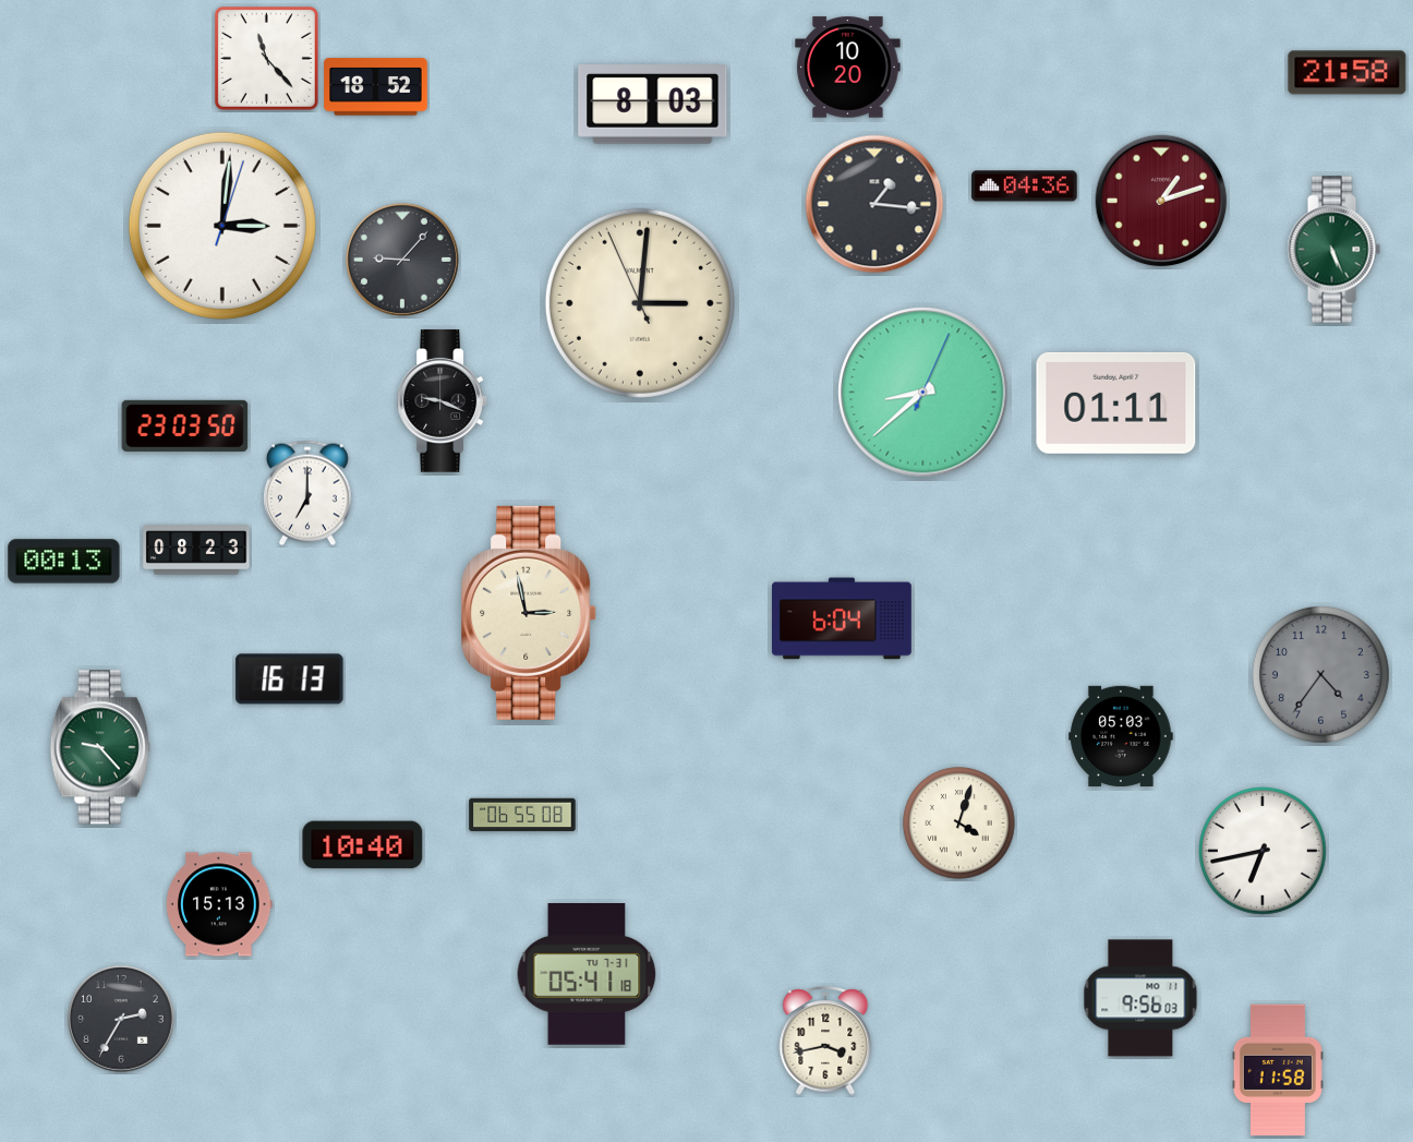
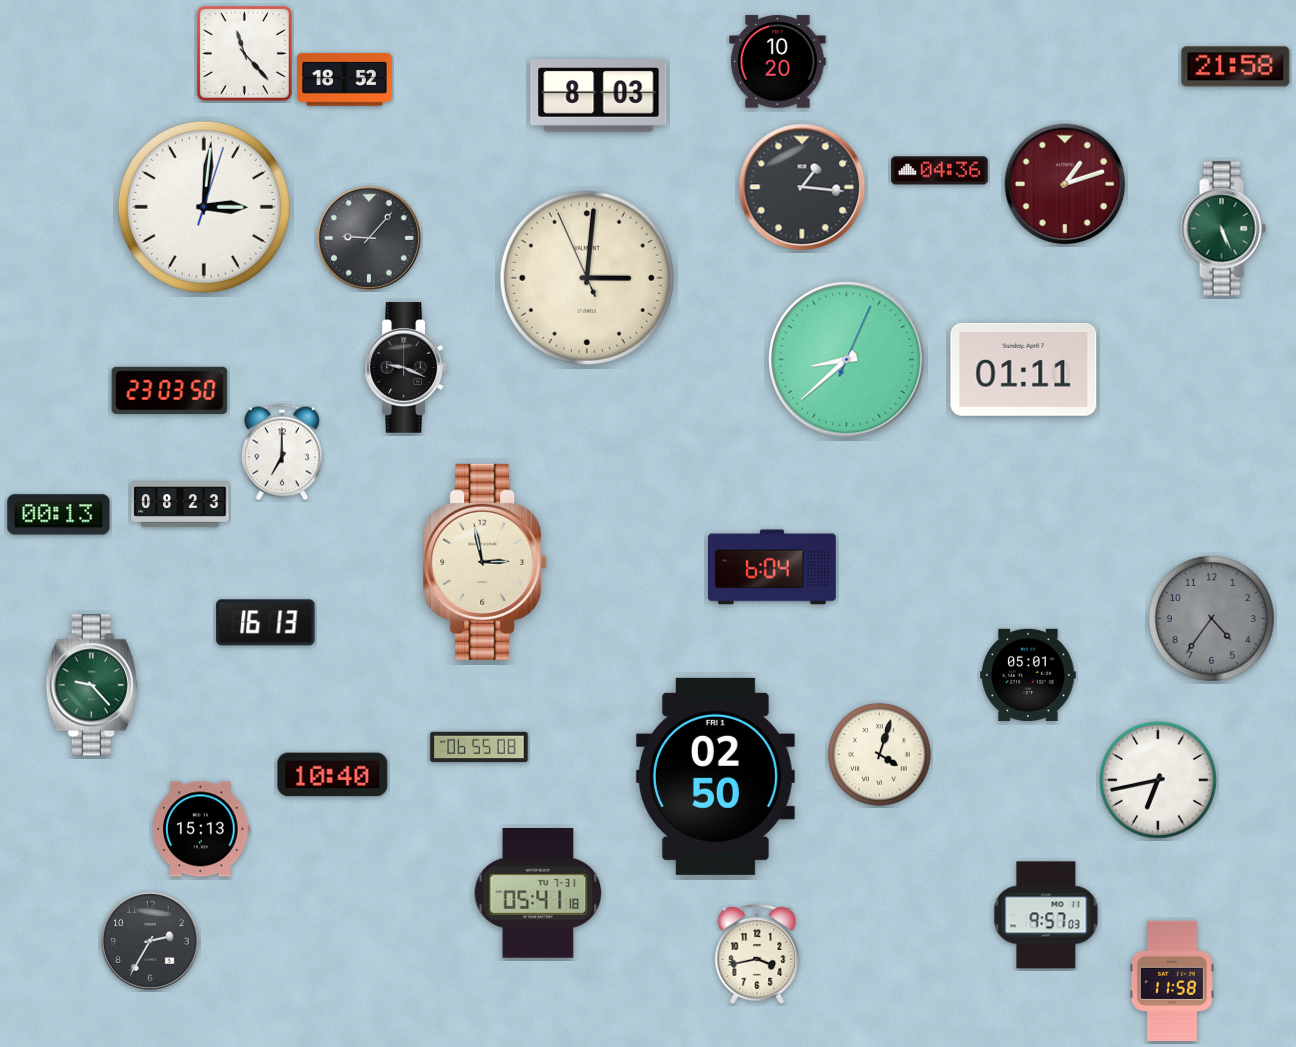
clock at (1121, 736): 05:03 -> 05:01
clock at (715, 776): none -> 02:50
clock at (1140, 998): 9:56 -> 9:57
clock at (122, 1020) position: (122, 1020) -> (151, 942)
